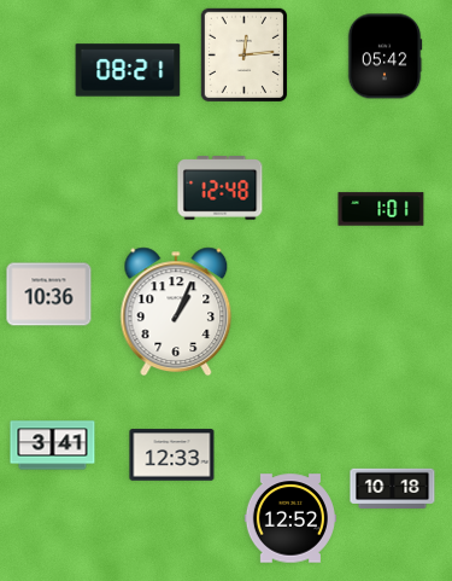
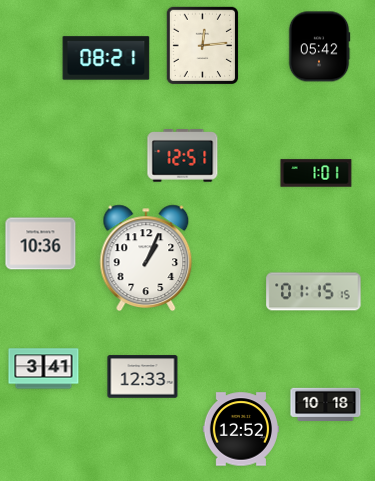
clock at (221, 188): 12:48 -> 12:51
clock at (314, 292): none -> 01:15
